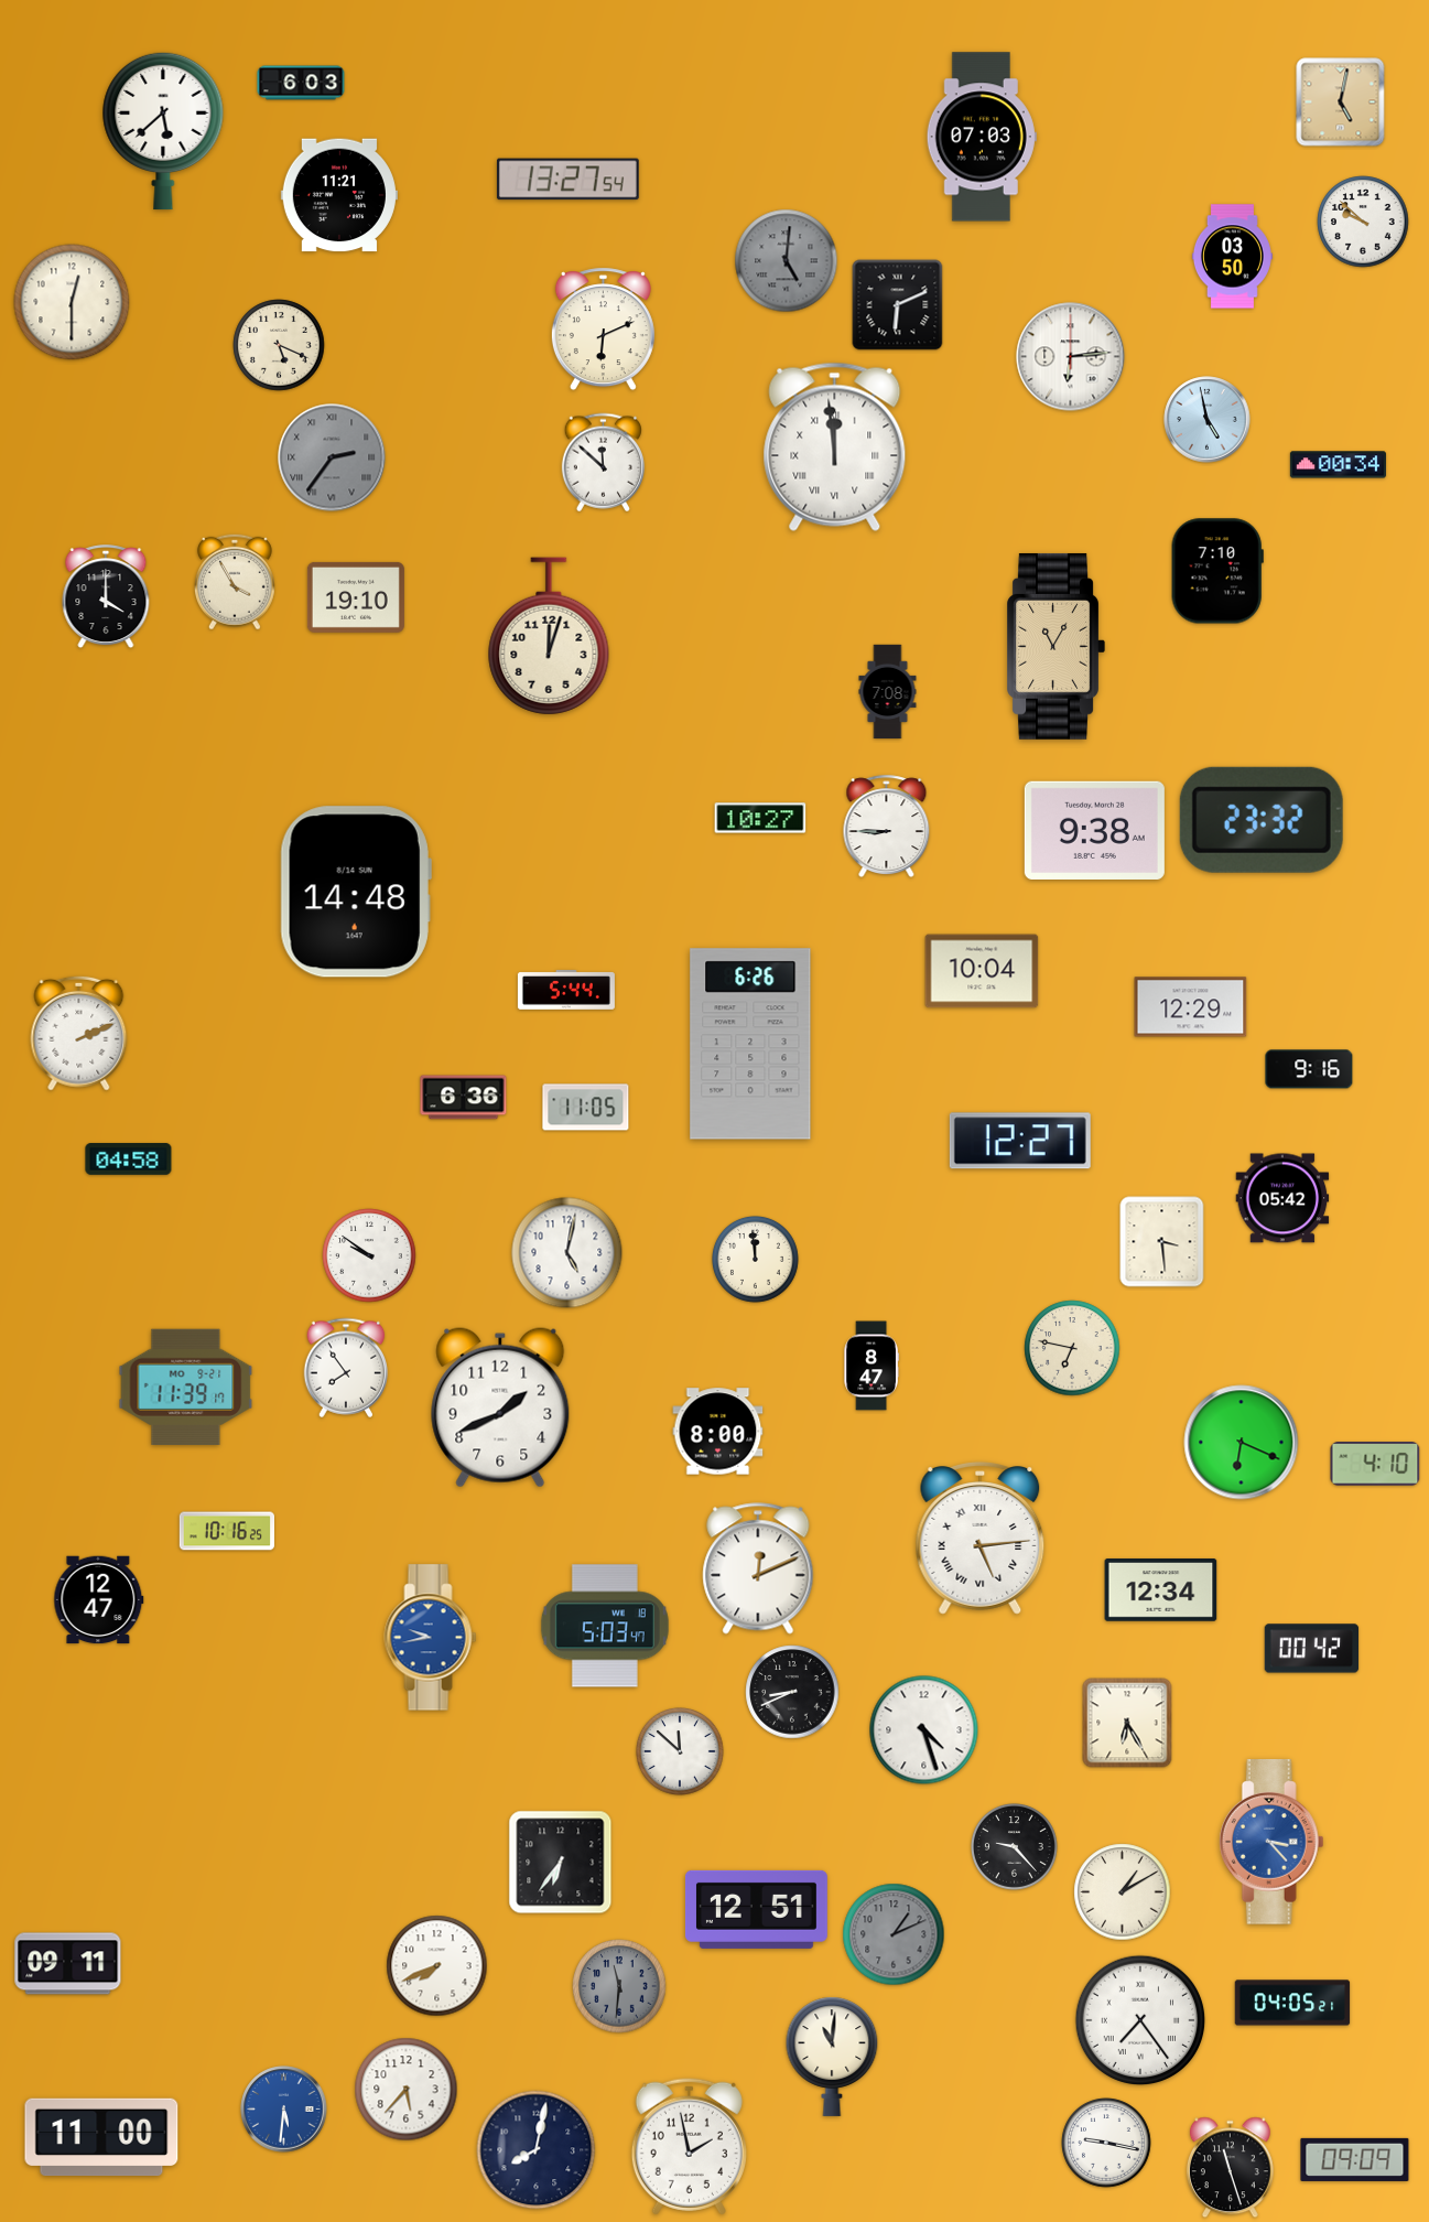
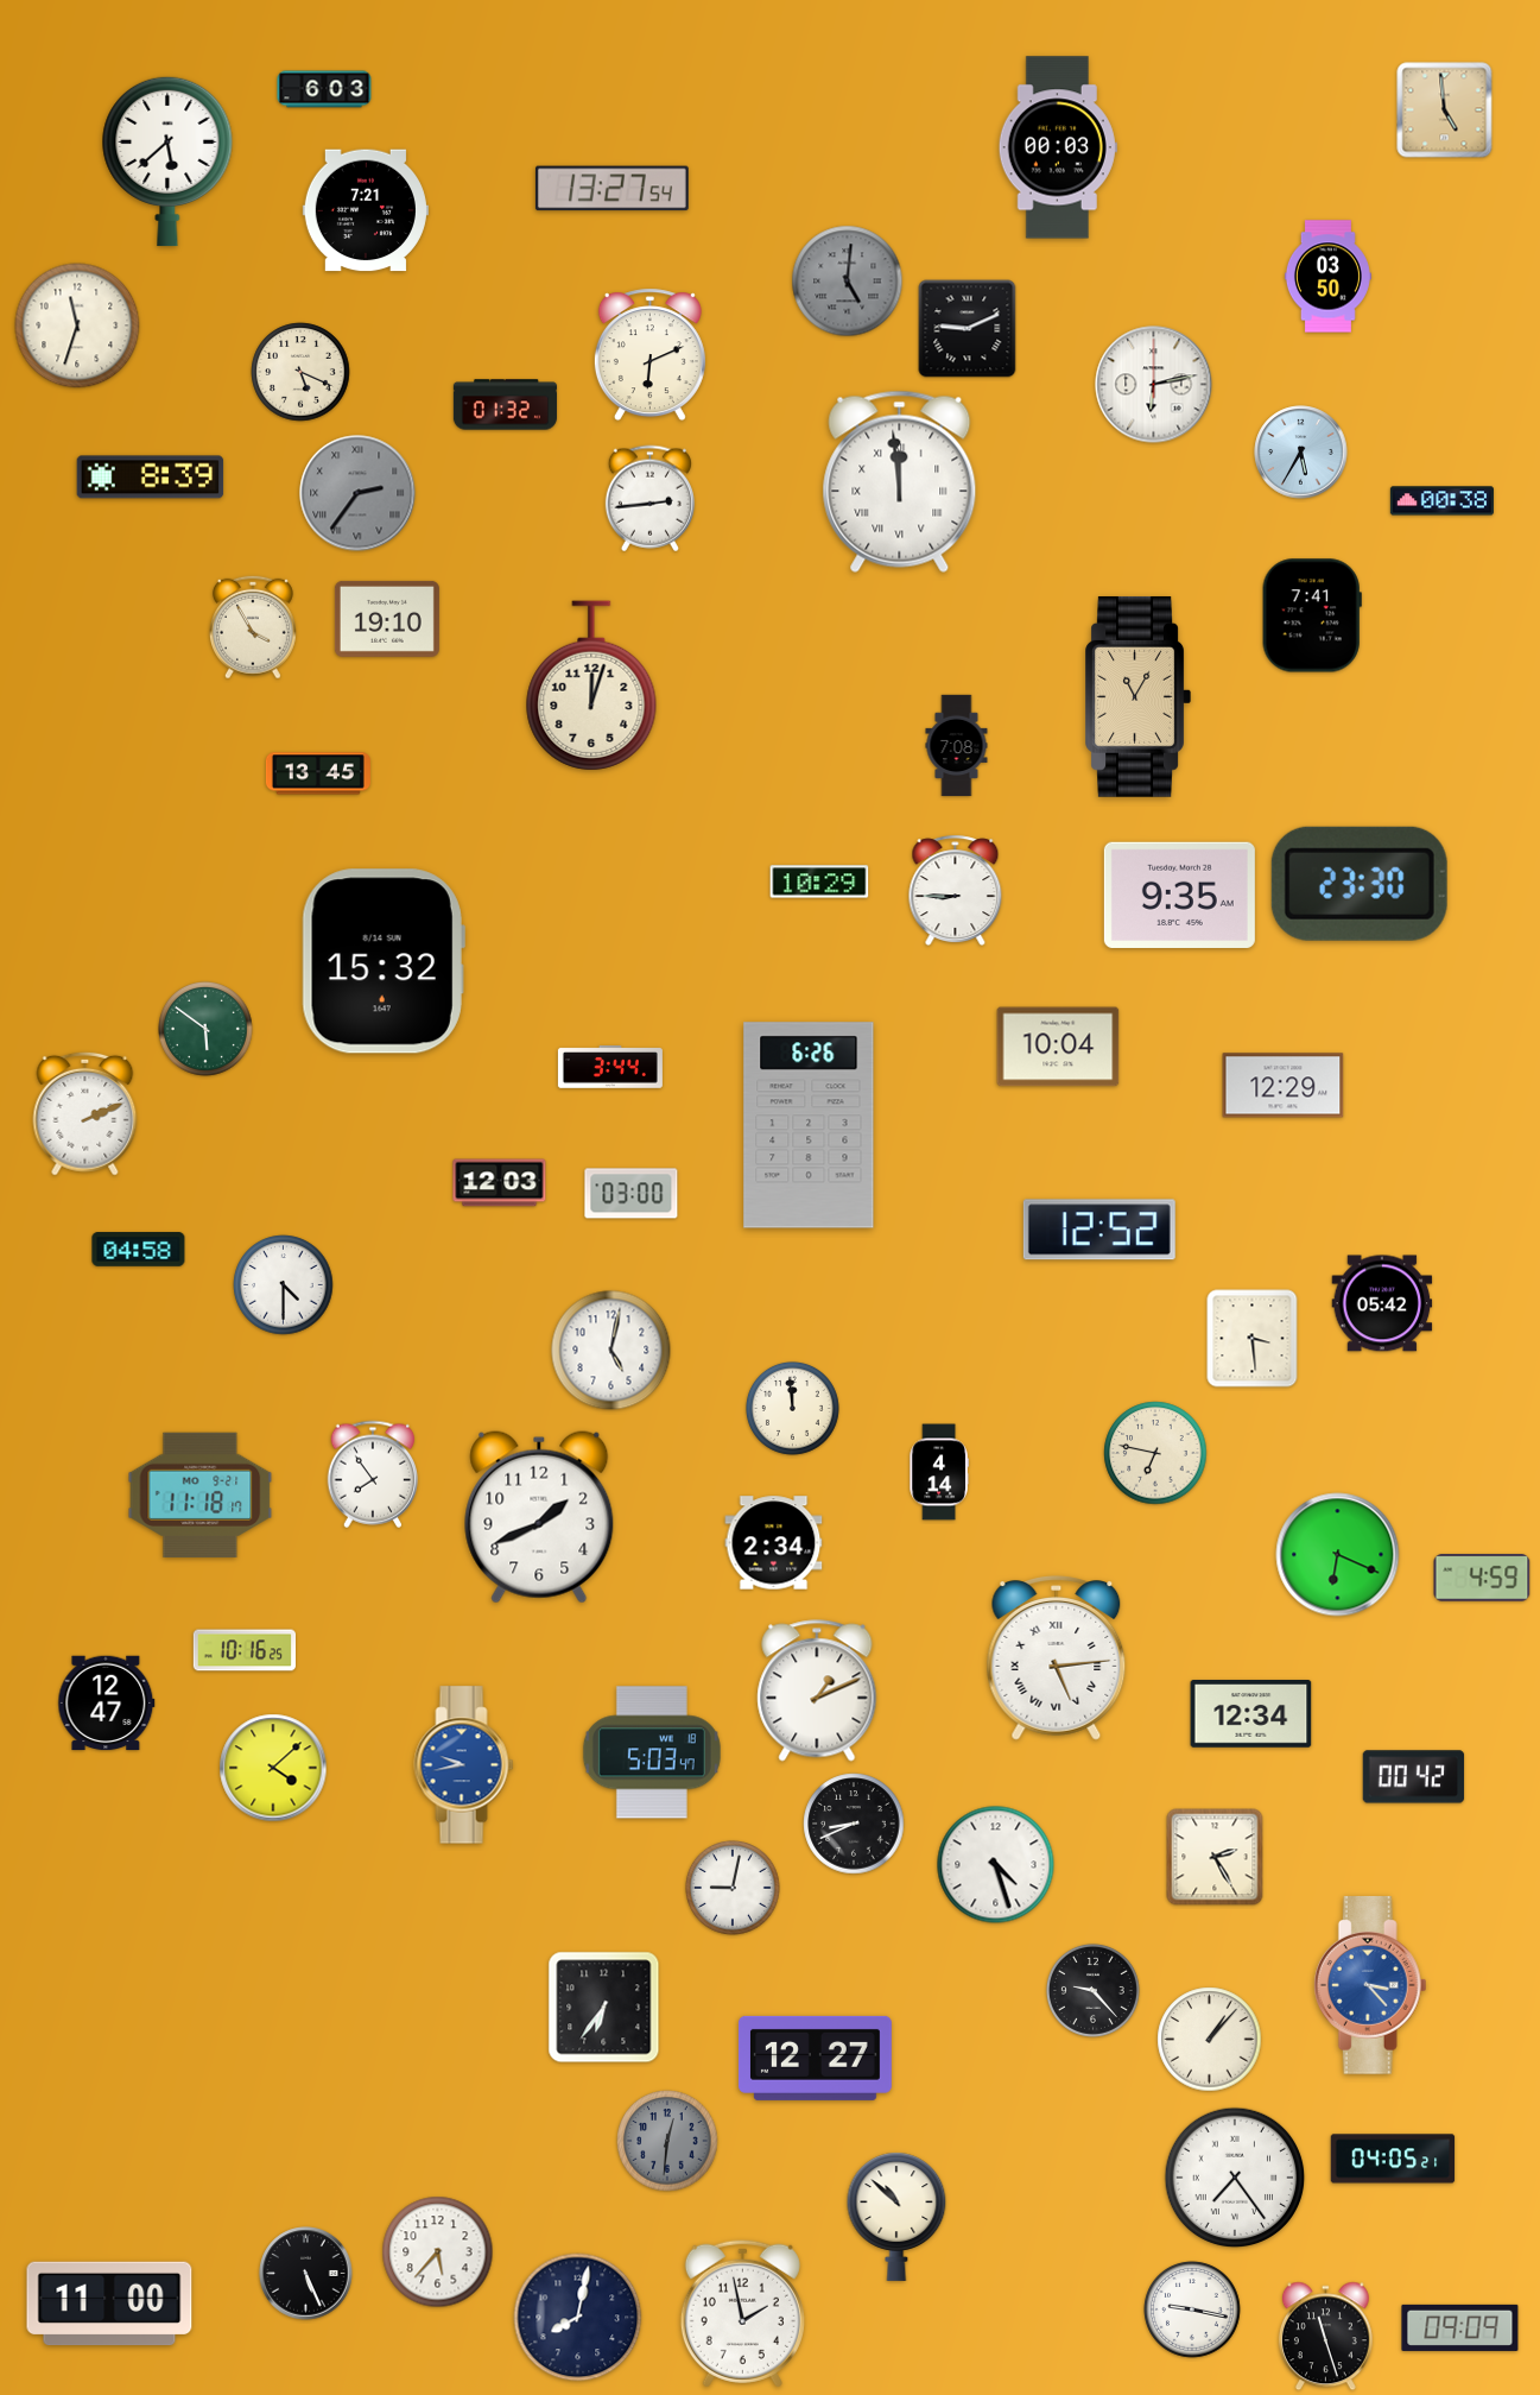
clock at (1341, 103): 5:02 -> 4:59
clock at (163, 131) position: (163, 131) -> (167, 162)
clock at (982, 137): 07:03 -> 00:03
clock at (567, 180) position: (567, 180) -> (611, 189)
clock at (339, 195): 11:21 -> 7:21
clock at (1363, 222): 9:52 -> none
clock at (72, 302): 12:30 -> 11:33
clock at (898, 305): 6:11 -> 9:11
clock at (1071, 357): 6:14 -> 6:13
clock at (505, 405): none -> 01:32
clock at (1208, 420): 4:58 -> 5:35
clock at (151, 478): none -> 8:39
clock at (603, 463): 11:52 -> 2:44
clock at (1338, 465): 00:34 -> 00:38
clock at (1217, 571): 7:10 -> 7:41
clock at (106, 597): 4:00 -> none
clock at (356, 597) position: (356, 597) -> (387, 619)
clock at (318, 773): none -> 13:45
clock at (760, 818): 10:27 -> 10:29
clock at (1262, 820): 23:32 -> 23:30
clock at (1094, 830): 9:38 -> 9:35
clock at (356, 892): 14:48 -> 15:32
clock at (207, 1030): none -> 5:51
clock at (566, 990): 5:44 -> 3:44
clock at (1309, 1069): 9:16 -> none
clock at (464, 1098): 6:36 -> 12:03
clock at (586, 1108): 11:05 -> 03:00
clock at (1020, 1141): 12:27 -> 12:52
clock at (284, 1285): none -> 4:30
clock at (1282, 1198) position: (1282, 1198) -> (1382, 1303)
clock at (369, 1255): 9:51 -> none
clock at (755, 1259) position: (755, 1259) -> (792, 1408)
clock at (872, 1366): 8:47 -> 4:14
clock at (186, 1387): 11:39 -> 11:18
clock at (718, 1432): 8:00 -> 2:34
clock at (1375, 1464): 4:10 -> 4:59
clock at (758, 1568): 12:11 -> 1:11
clock at (99, 1600) position: (99, 1600) -> (107, 1704)
clock at (273, 1768): none -> 4:08
clock at (1127, 1723): 6:25 -> 2:25
clock at (681, 1752): 11:52 -> 9:02
clock at (1123, 1892): 1:10 -> 1:07
clock at (756, 1909): 12:51 -> 12:27
clock at (894, 1934): 1:11 -> none
clock at (68, 1964): 09:11 -> none
clock at (437, 1966): 7:41 -> none
clock at (619, 1986): 11:31 -> 12:31
clock at (1140, 2020) position: (1140, 2020) -> (1235, 2178)
clock at (832, 2057): 11:01 -> 10:52
clock at (284, 2110): 5:31 -> 5:26
clock at (284, 2110) dial: blue -> black
